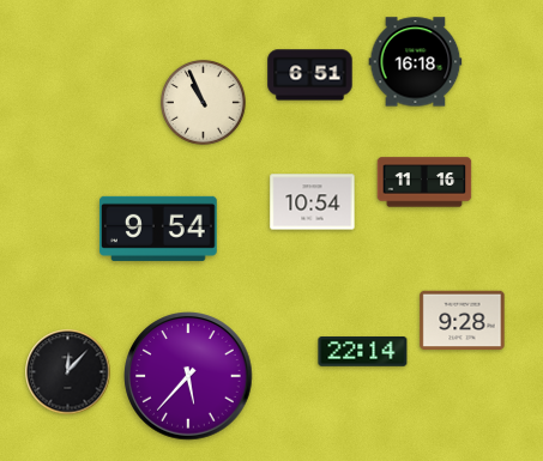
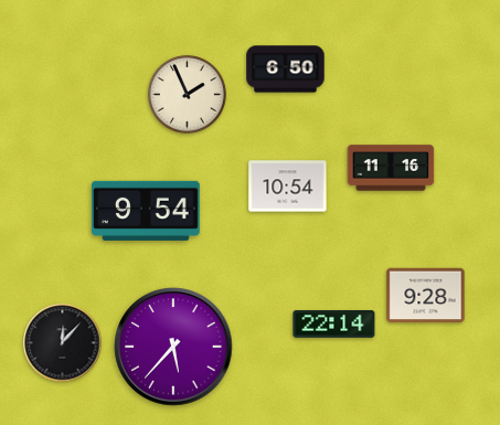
clock at (416, 62): 16:18 -> none
clock at (310, 75): 6:51 -> 6:50
clock at (204, 103): 10:56 -> 1:56
